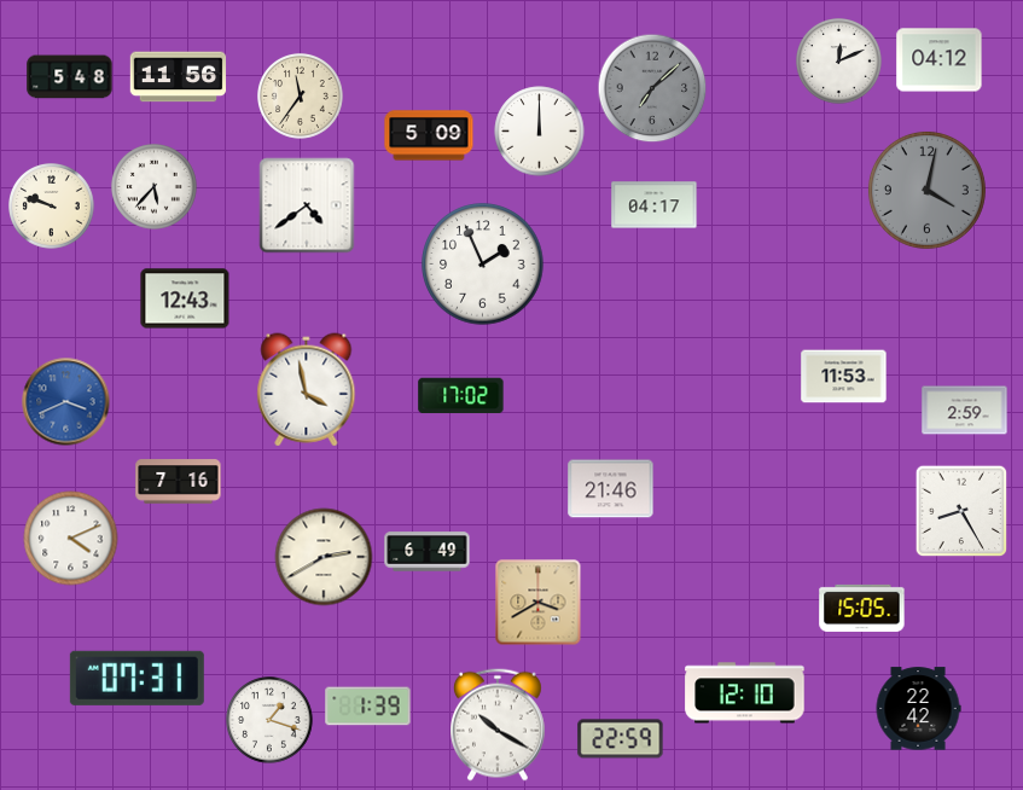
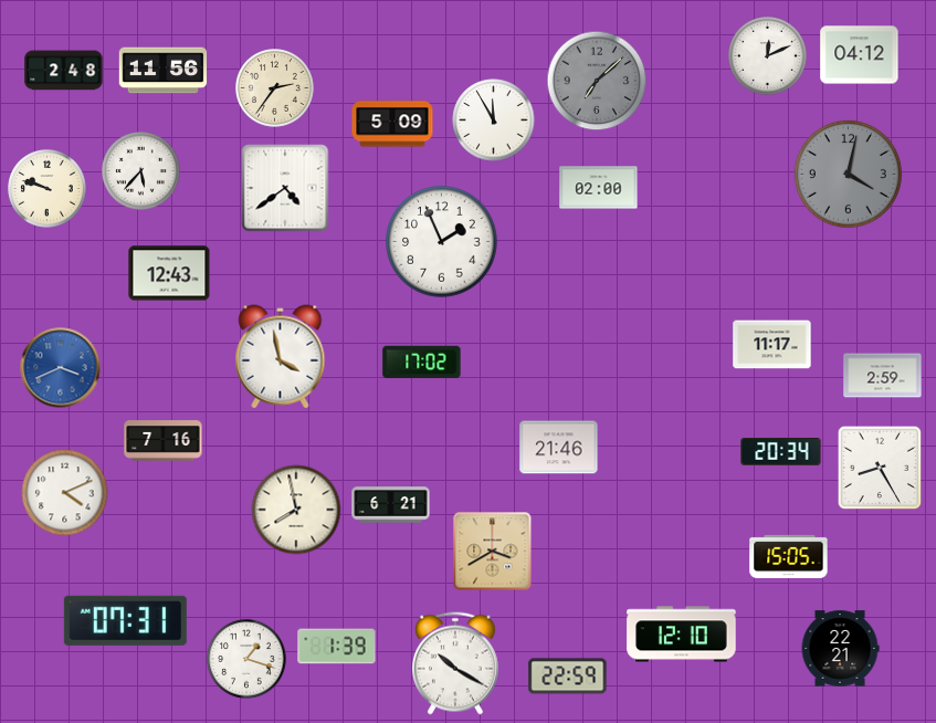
clock at (70, 77): 5:48 -> 2:48
clock at (301, 97): 11:36 -> 2:36
clock at (540, 132): 12:00 -> 11:55
clock at (307, 205) position: (307, 205) -> (285, 188)
clock at (655, 205): 04:17 -> 02:00
clock at (844, 377): 11:53 -> 11:17
clock at (781, 452): none -> 20:34
clock at (428, 552): 6:49 -> 6:21
clock at (324, 557): 2:40 -> 7:58
clock at (918, 709): 22:42 -> 22:21
